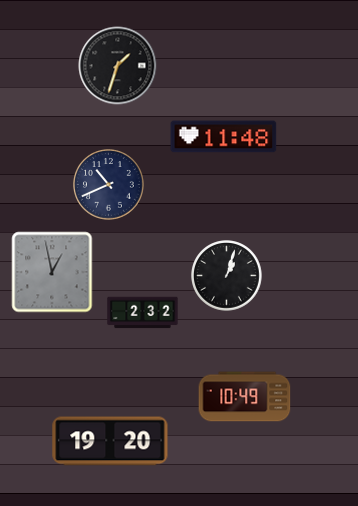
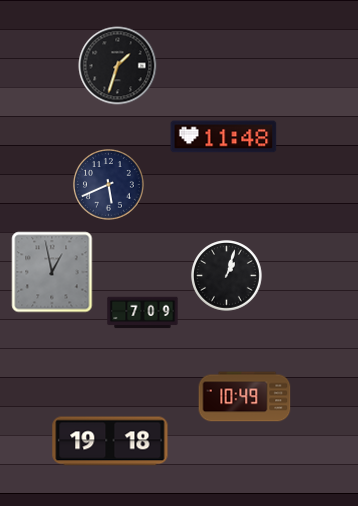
clock at (109, 185): 10:41 -> 5:41
clock at (143, 313): 2:32 -> 7:09
clock at (110, 441): 19:20 -> 19:18
